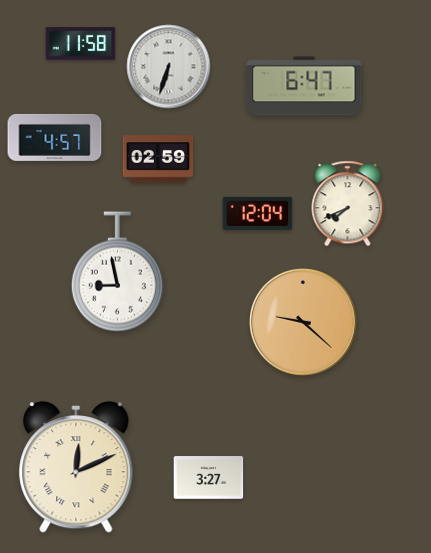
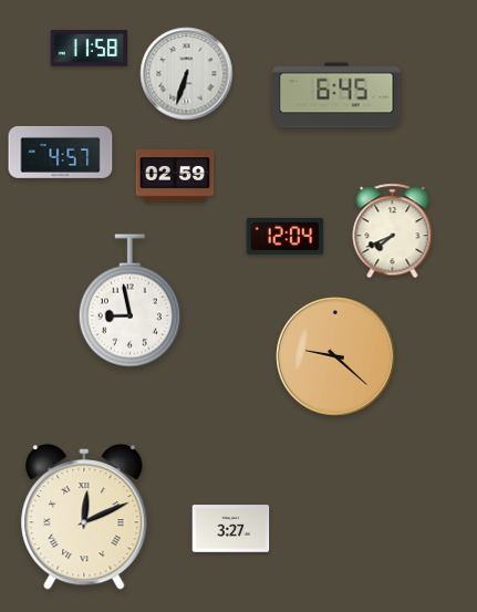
clock at (304, 86): 6:47 -> 6:45
clock at (348, 204) position: (348, 204) -> (393, 231)
